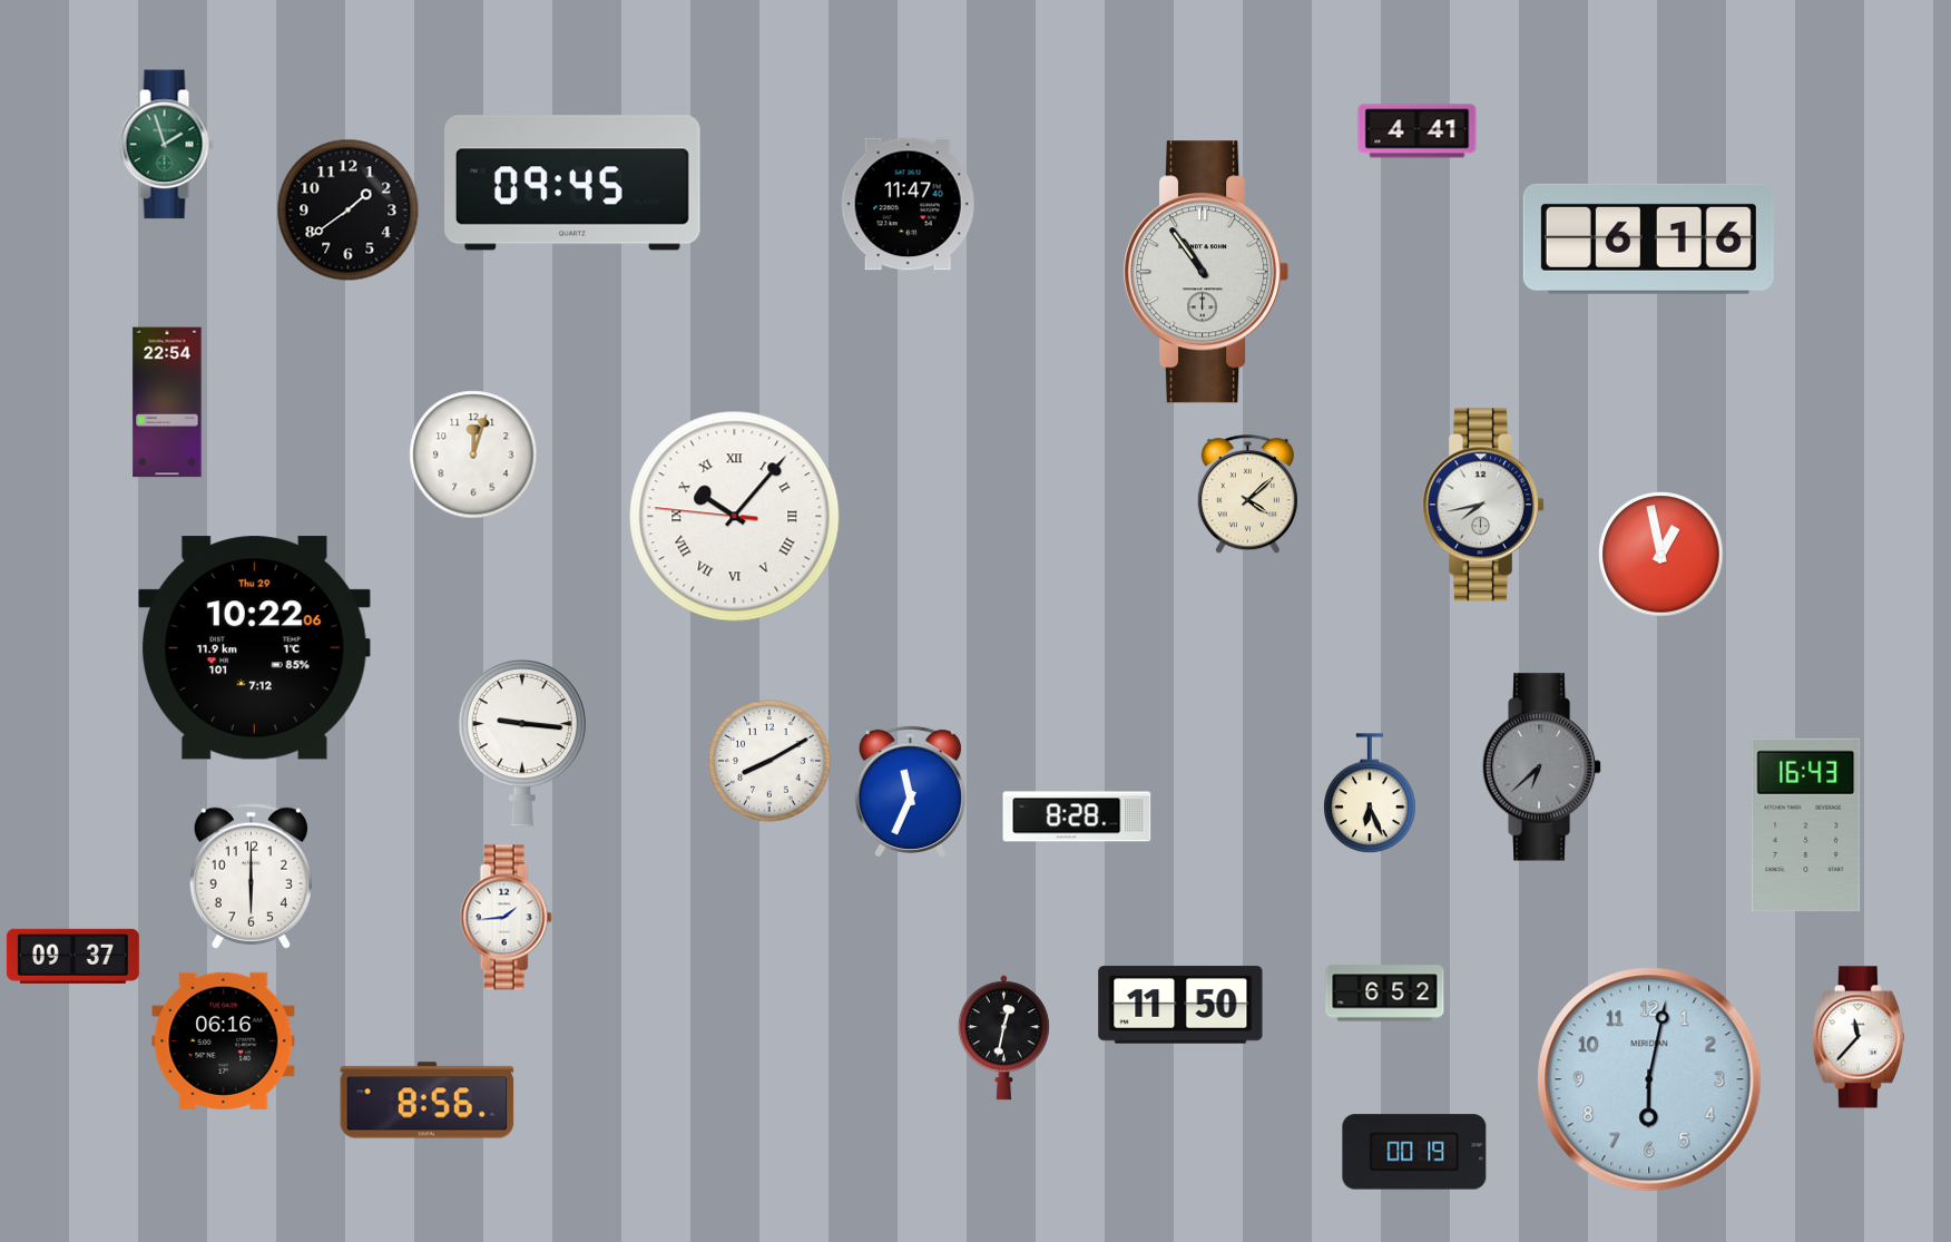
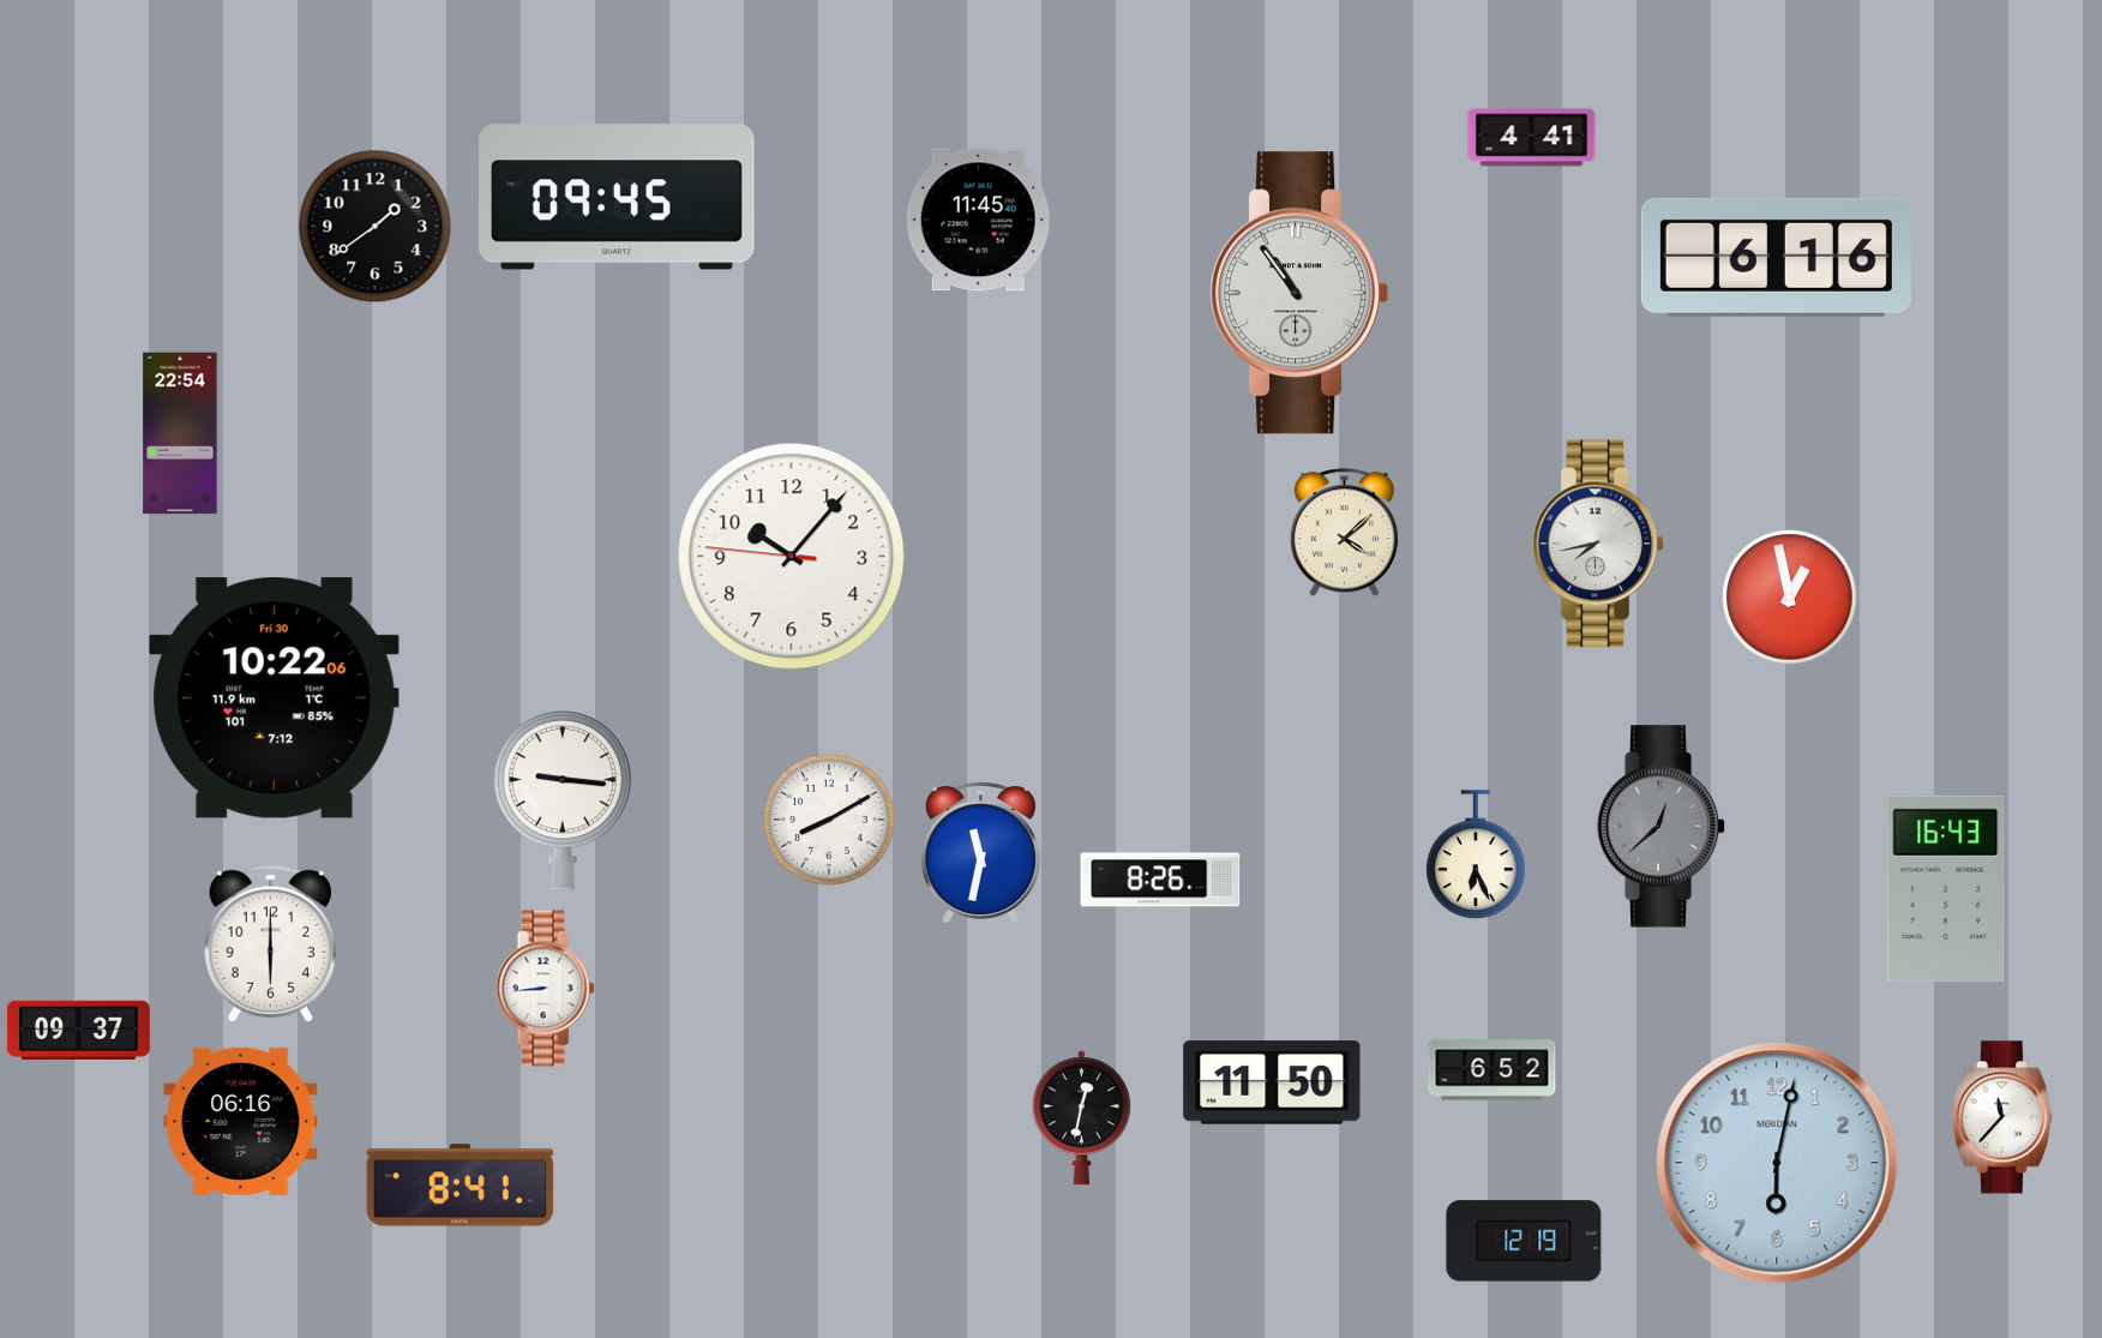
clock at (1418, 131) position: (1418, 131) -> (1532, 138)
clock at (166, 145): 1:57 -> none
clock at (909, 204): 11:47 -> 11:45
clock at (473, 454): 12:03 -> none
clock at (735, 517) numerals: Roman -> Arabic
clock at (254, 648) date: Thu 29 -> Fri 30
clock at (1542, 767): 6:38 -> 12:38
clock at (910, 790): 11:34 -> 11:32
clock at (1077, 816): 8:28 -> 8:26
clock at (506, 918): 1:44 -> 8:44
clock at (428, 1101): 8:56 -> 8:41
clock at (1414, 1152): 00:19 -> 12:19
